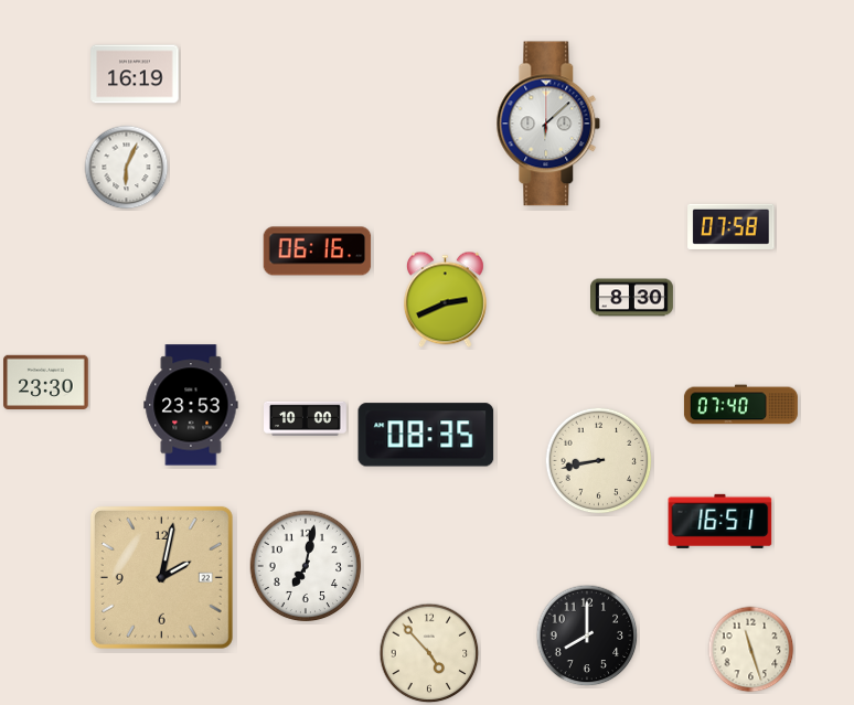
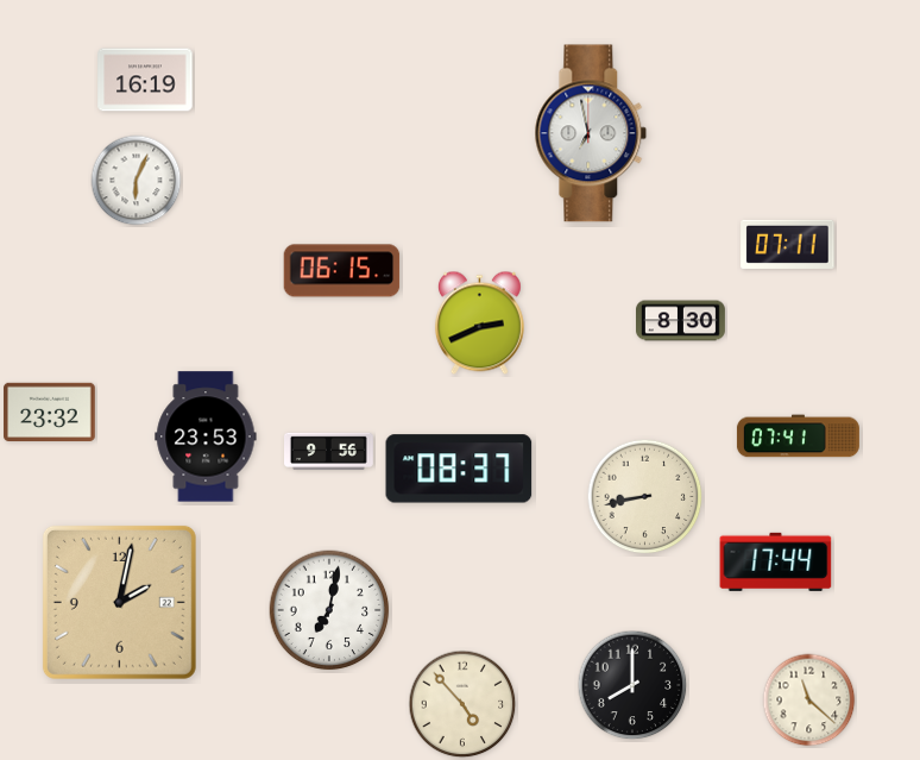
clock at (548, 124): 6:08 -> 6:58
clock at (732, 226): 07:58 -> 07:11
clock at (318, 252): 06:16 -> 06:15
clock at (46, 382): 23:30 -> 23:32
clock at (740, 405): 07:40 -> 07:41
clock at (306, 418): 10:00 -> 9:56
clock at (426, 435): 08:35 -> 08:37
clock at (720, 521): 16:51 -> 17:44
clock at (161, 577) position: (161, 577) -> (119, 602)
clock at (751, 650): 11:27 -> 11:22
